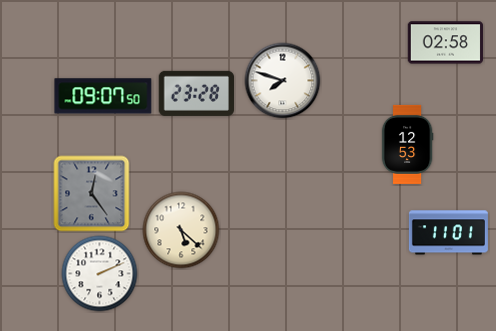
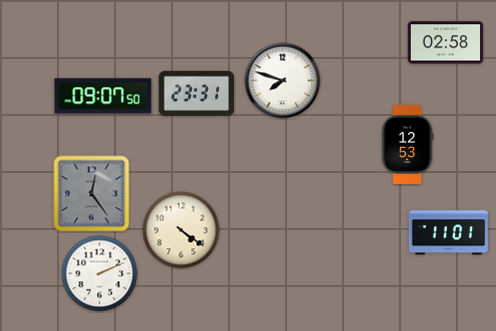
clock at (197, 93): 23:28 -> 23:31
clock at (181, 230): 5:22 -> 4:21
